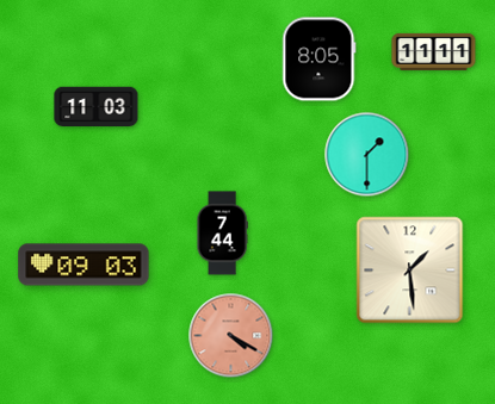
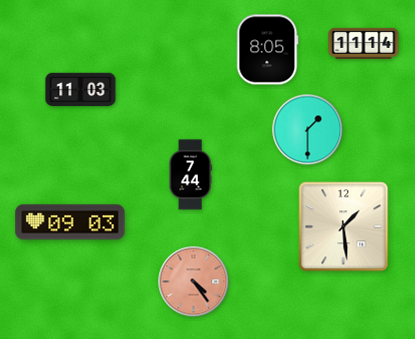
clock at (434, 51): 11:11 -> 11:14
clock at (222, 234) position: (222, 234) -> (190, 175)
clock at (231, 336): 4:20 -> 4:24
